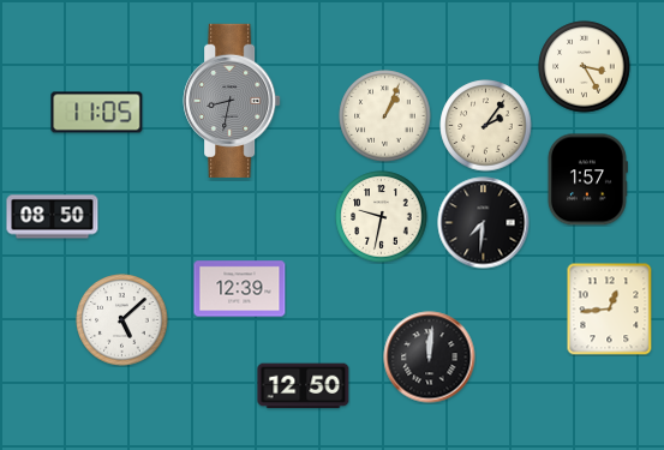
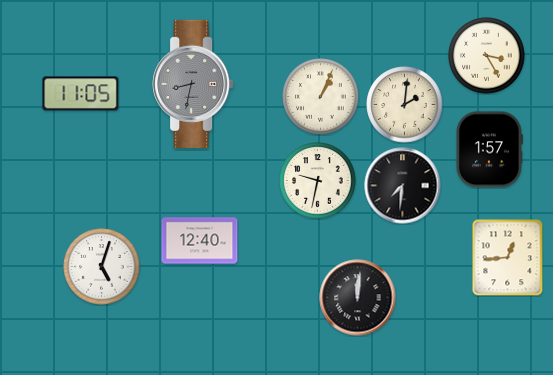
clock at (486, 126): 2:06 -> 2:01
clock at (53, 217): 08:50 -> none
clock at (240, 289): 12:39 -> 12:40
clock at (122, 320): 5:08 -> 5:03
clock at (304, 386): 12:50 -> none
